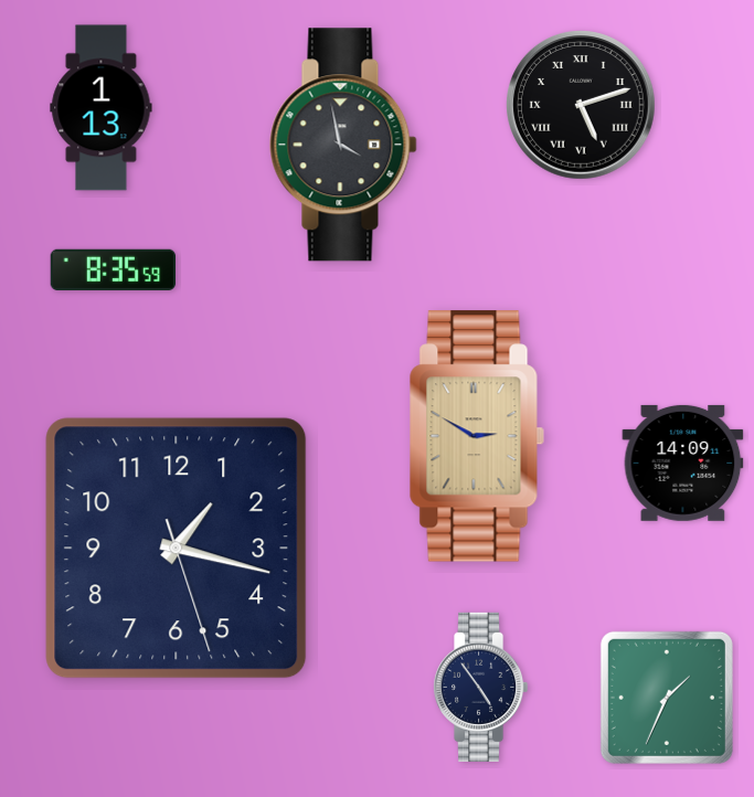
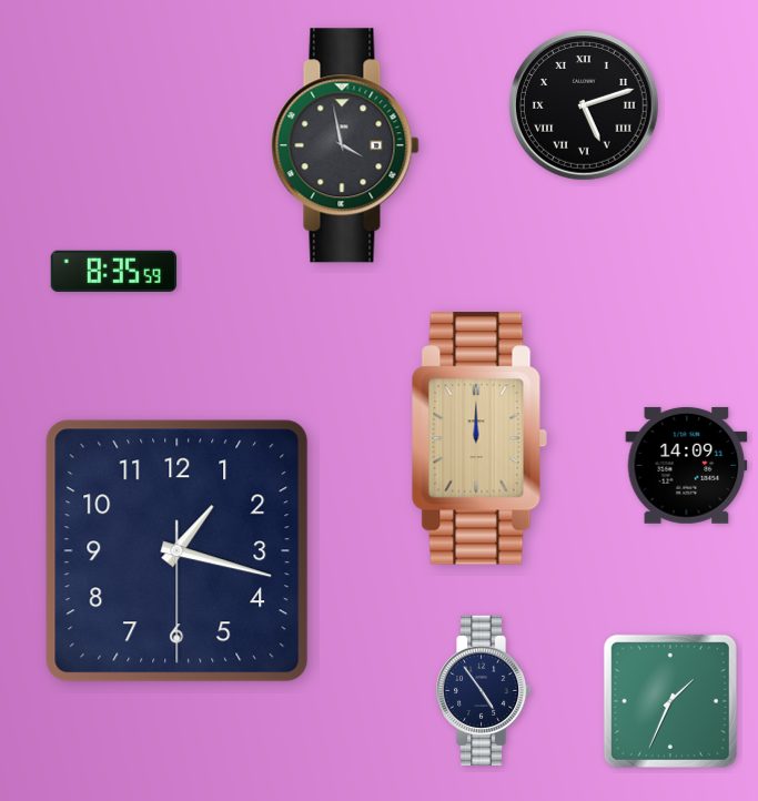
clock at (102, 108): 1:13 -> none
clock at (477, 436): 2:50 -> 12:00
clock at (177, 549): 1:17:27 -> 1:17:30
